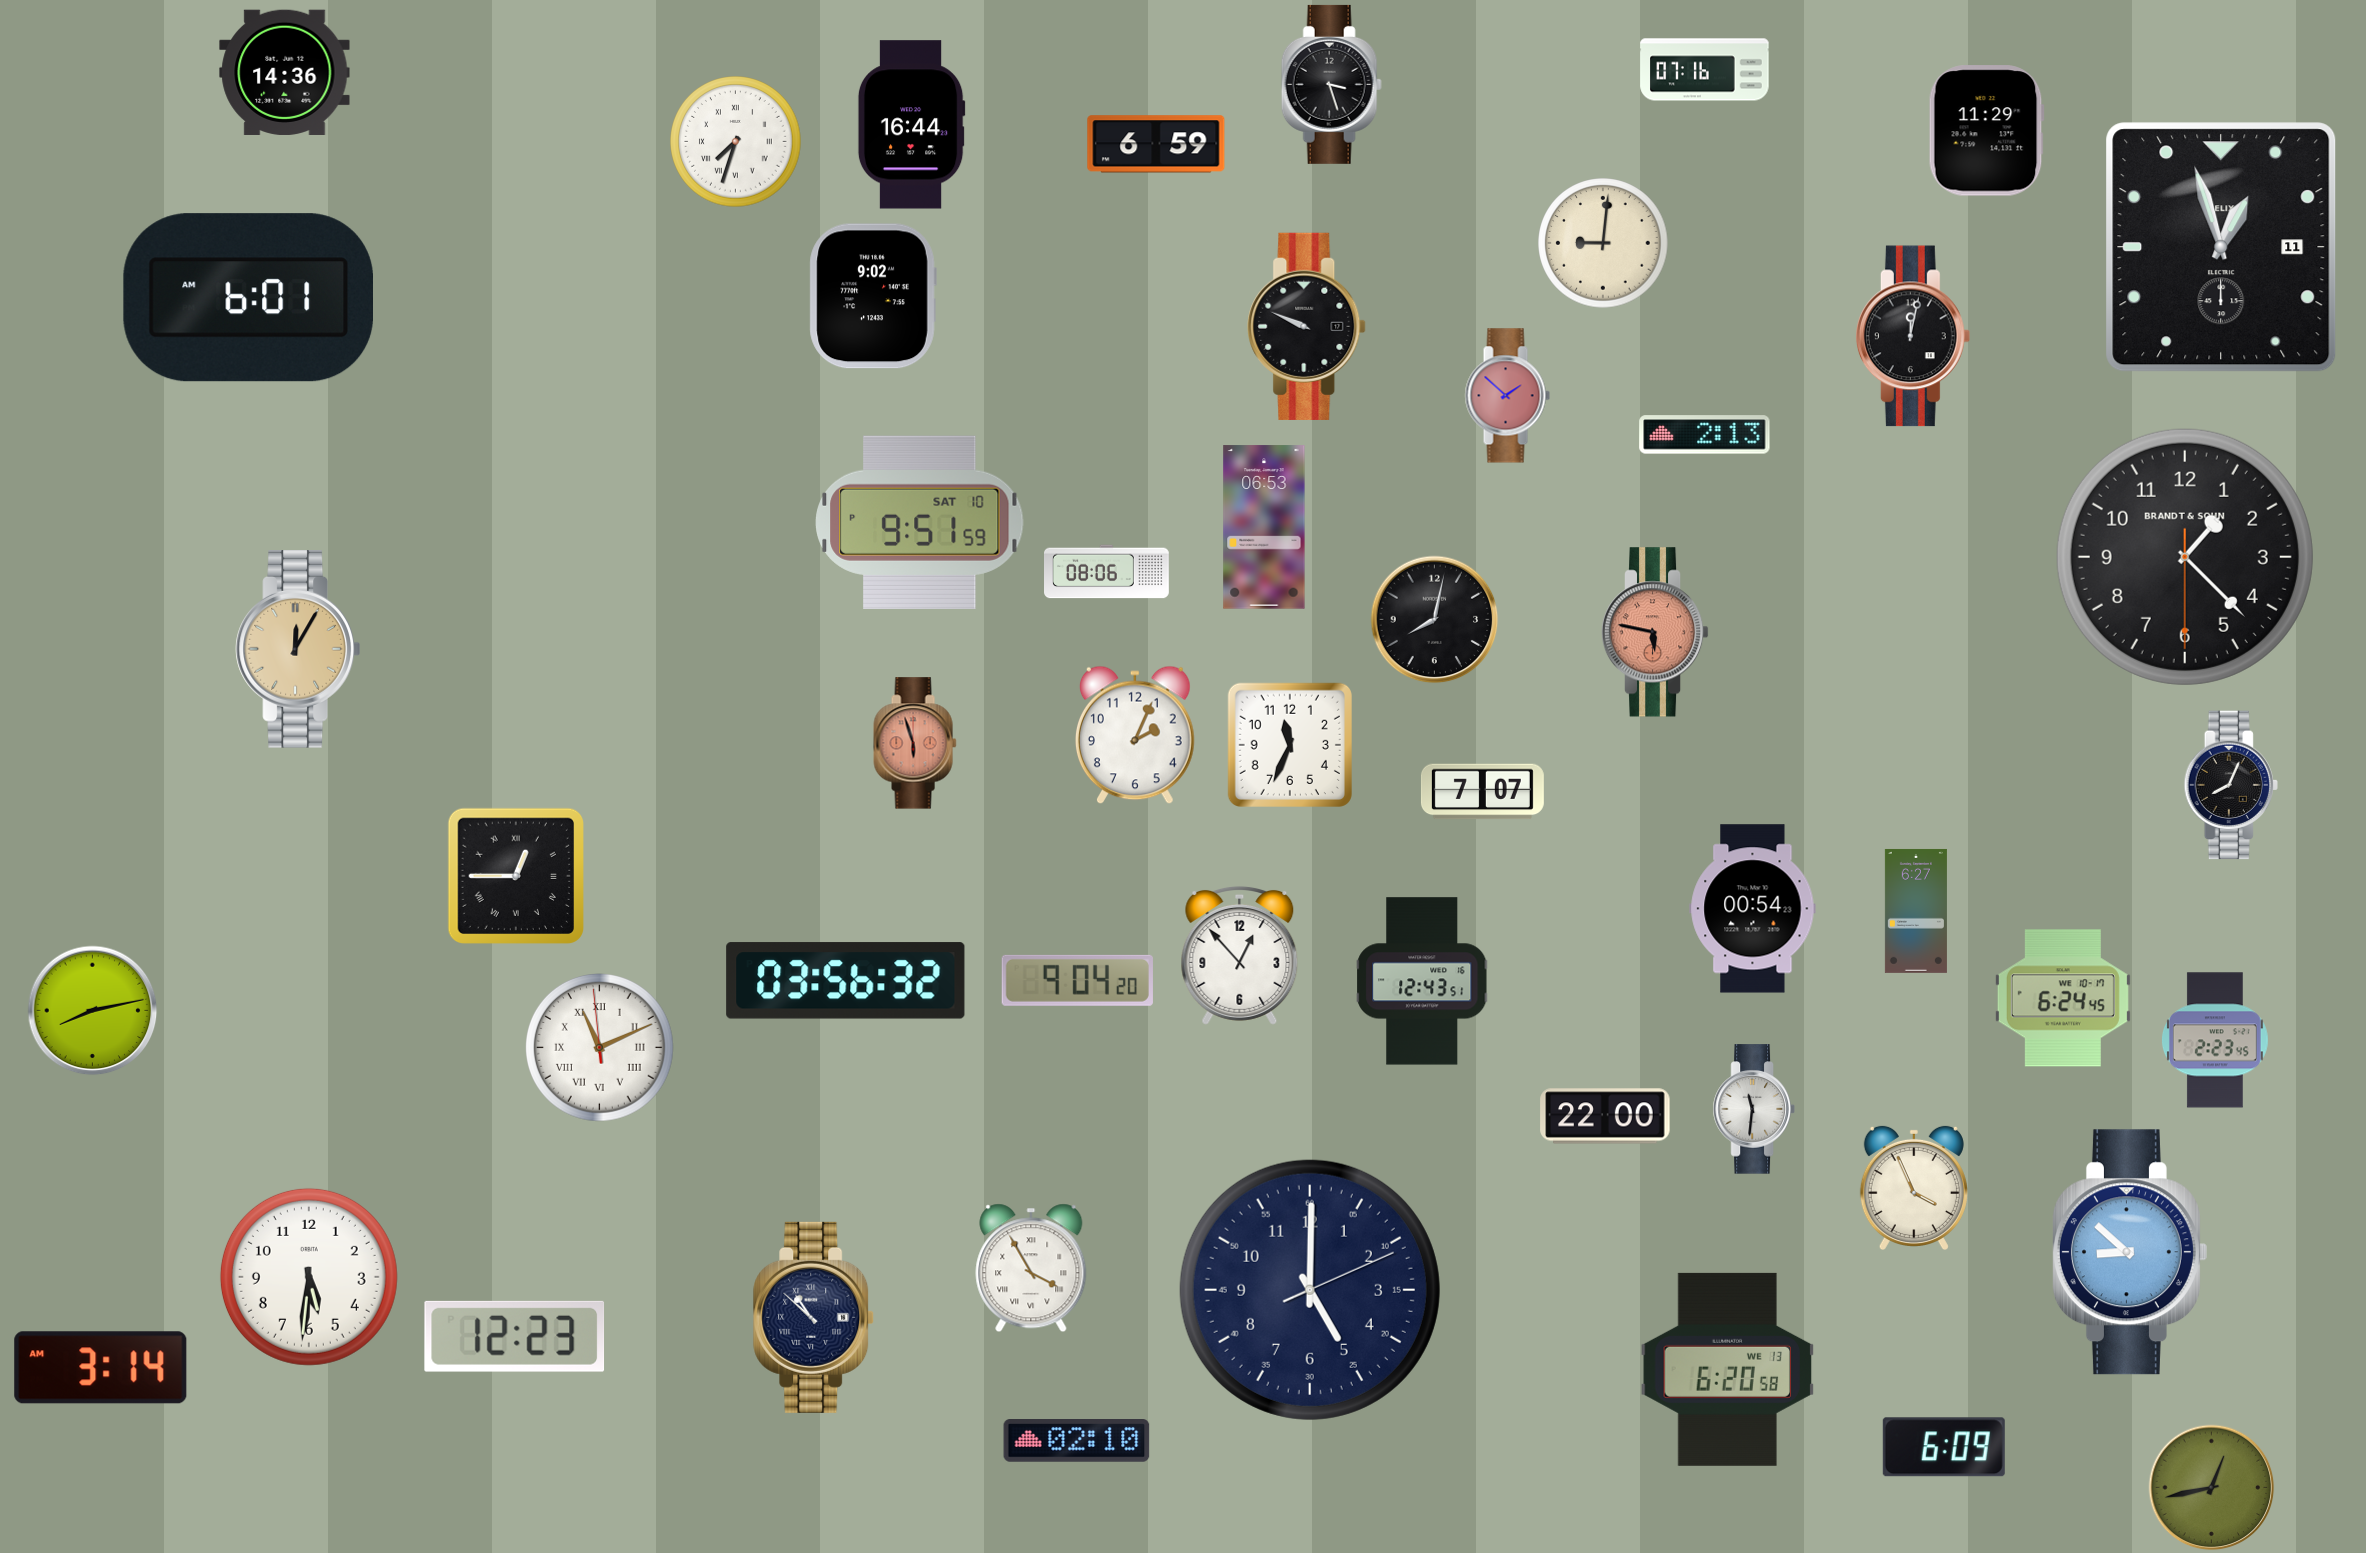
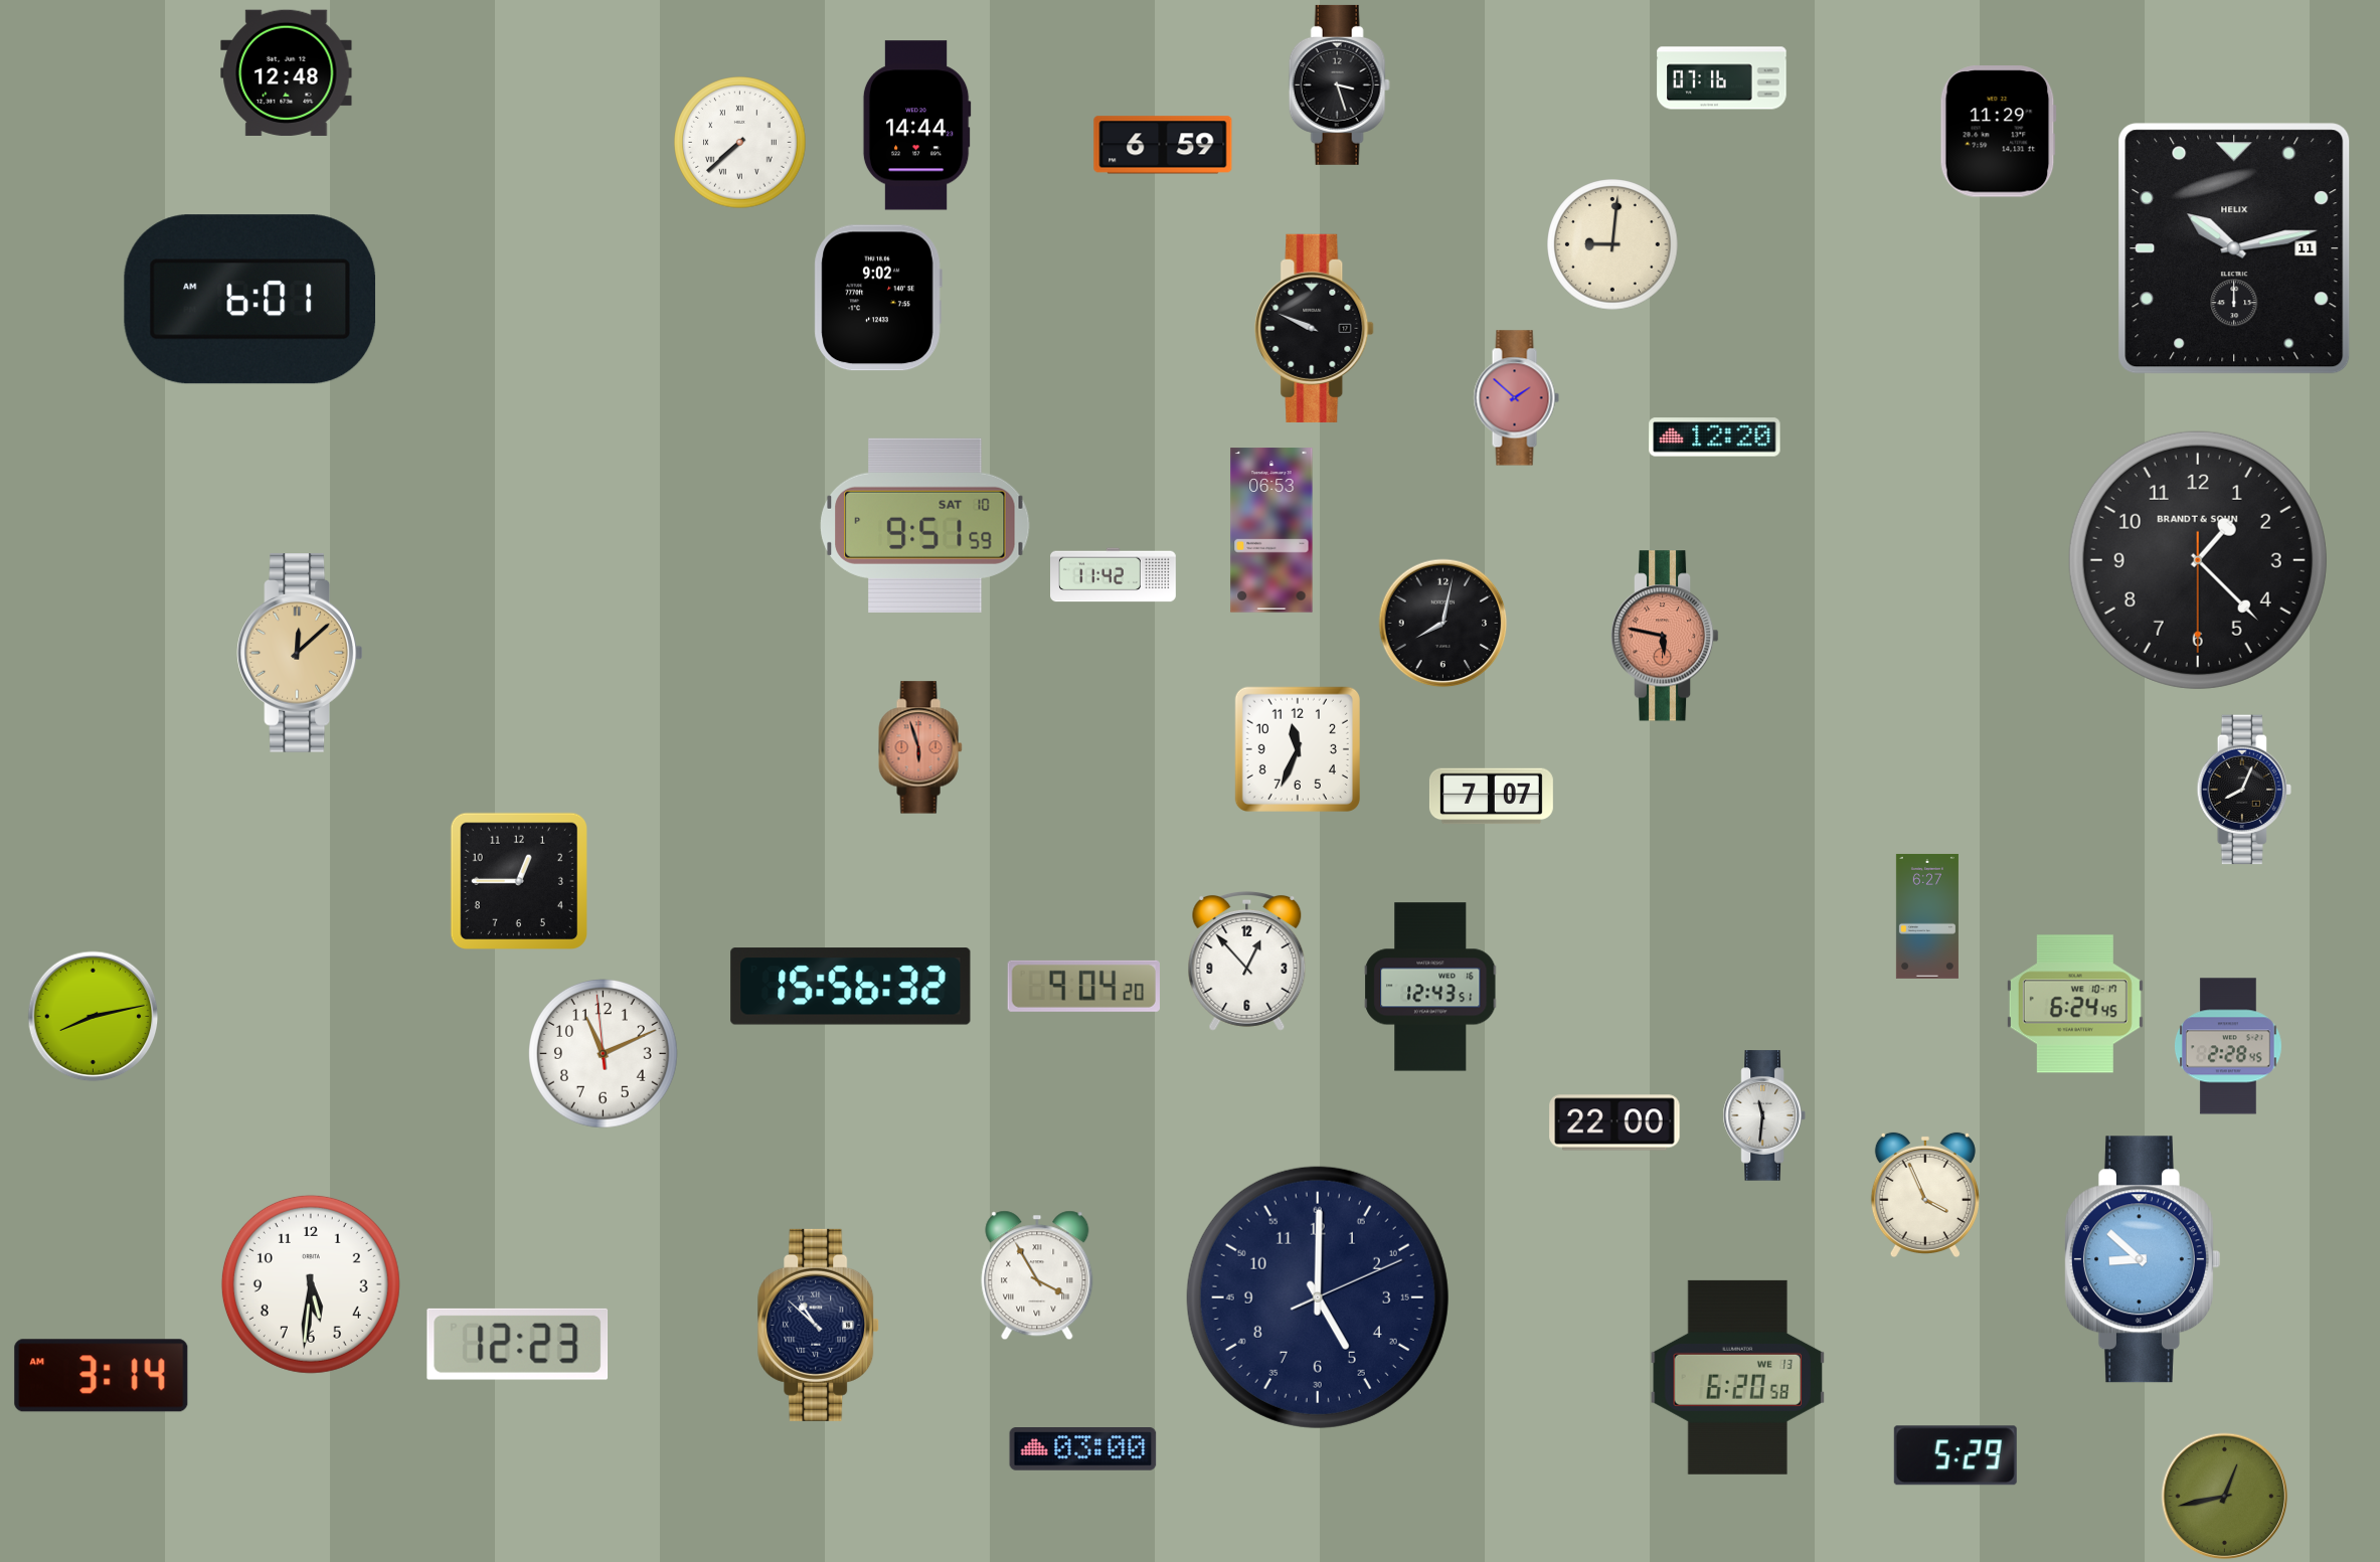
clock at (1705, 70) position: (1705, 70) -> (1722, 78)
clock at (285, 72): 14:36 -> 12:48
clock at (911, 125): 16:44 -> 14:44
clock at (736, 142): 7:33 -> 7:38
clock at (2221, 247): 12:57 -> 10:13
clock at (1913, 336): 12:02 -> none
clock at (1705, 435): 2:13 -> 12:20
clock at (1107, 572): 08:06 -> 11:42
clock at (298, 650): 12:05 -> 12:08
clock at (1135, 735): 2:04 -> none
clock at (515, 875) numerals: Roman -> Arabic
clock at (1753, 909): 00:54 -> none
clock at (846, 981): 03:56 -> 15:56
clock at (2215, 1040): 2:23 -> 2:28
clock at (600, 1048) numerals: Roman -> Arabic
clock at (1077, 1441): 02:10 -> 03:00
clock at (1944, 1447): 6:09 -> 5:29
